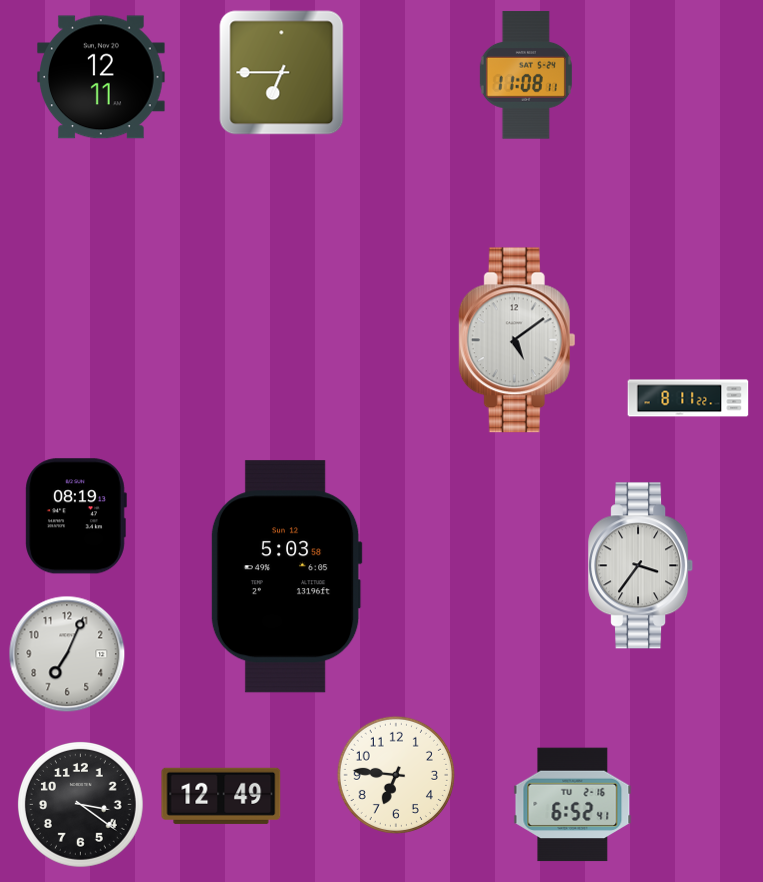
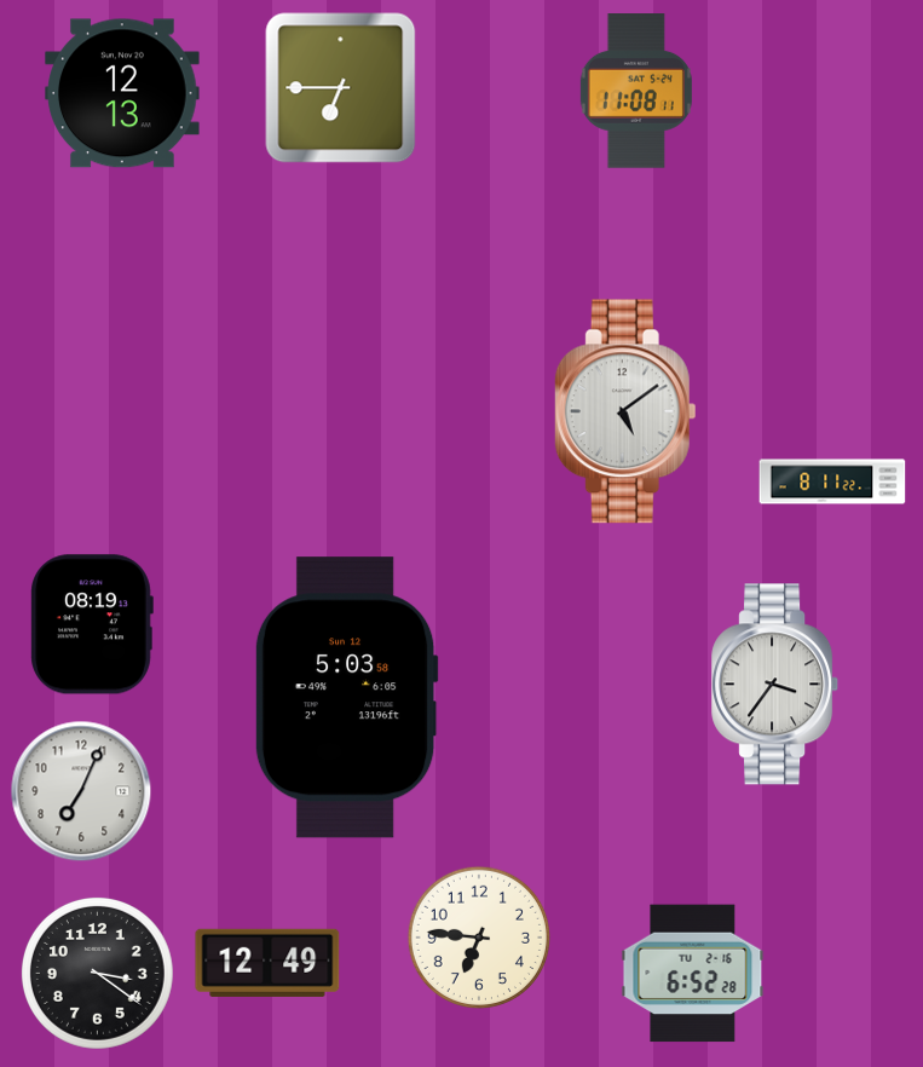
clock at (102, 77): 12:11 -> 12:13
clock at (573, 805): 6:52:41 -> 6:52:28
